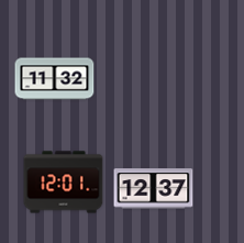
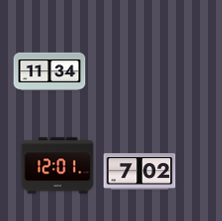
clock at (55, 79): 11:32 -> 11:34
clock at (154, 189): 12:37 -> 7:02
